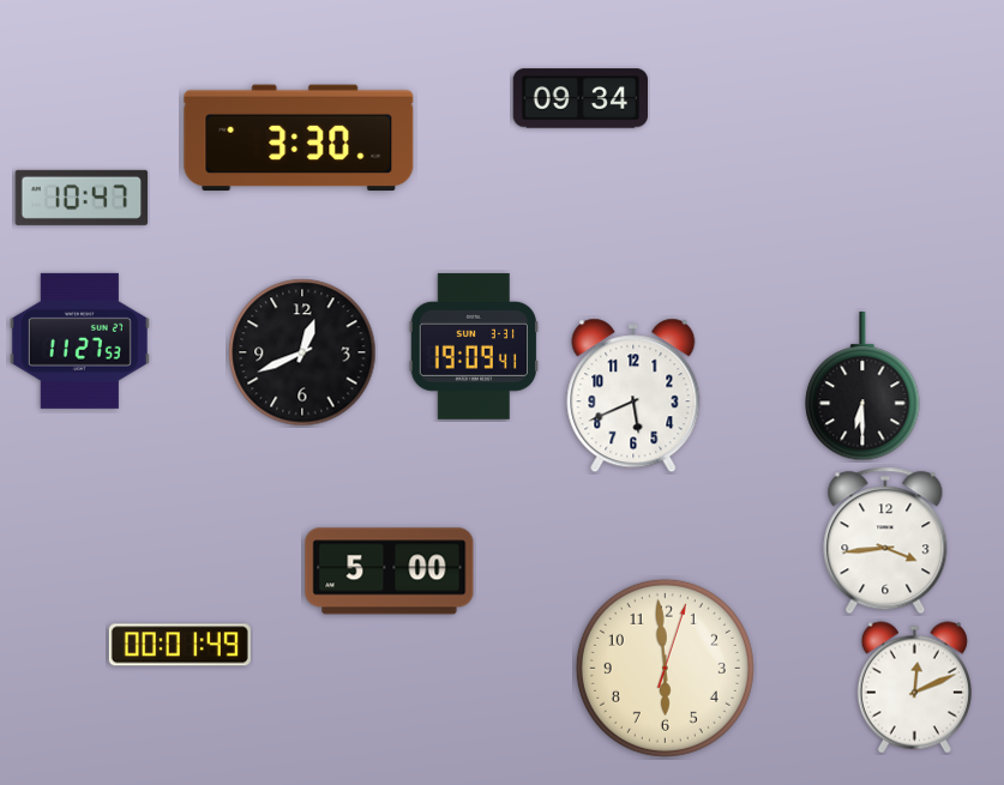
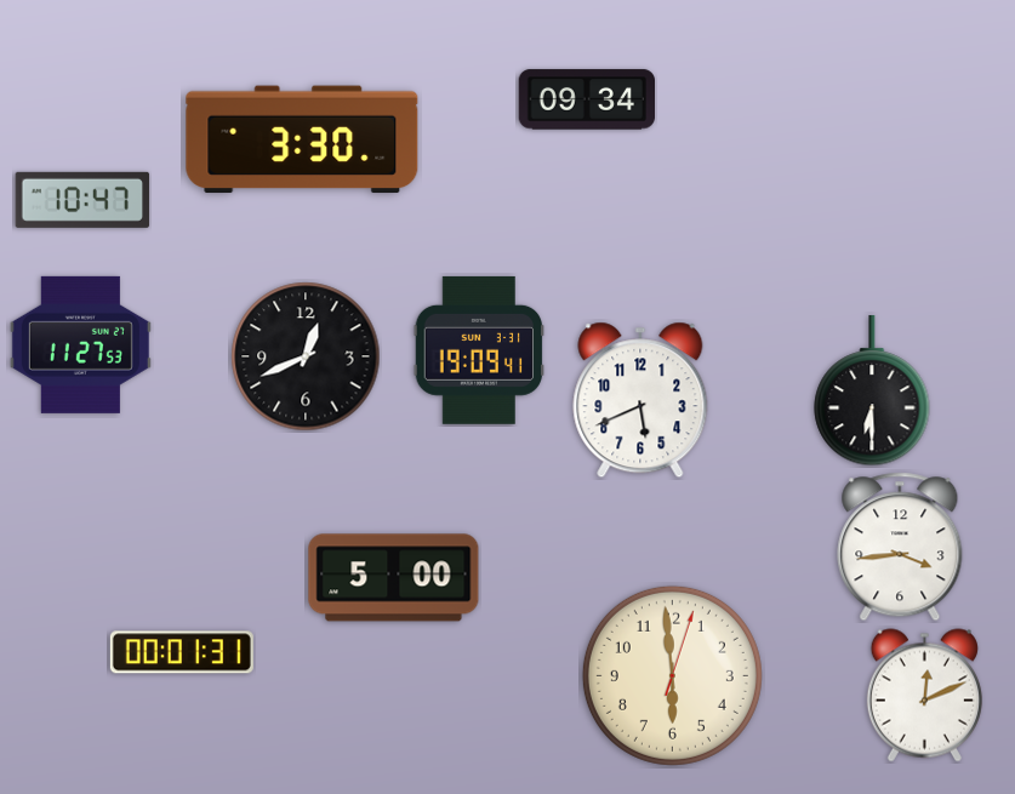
clock at (885, 541) position: (885, 541) -> (900, 547)
clock at (180, 645): 00:01:49 -> 00:01:31
